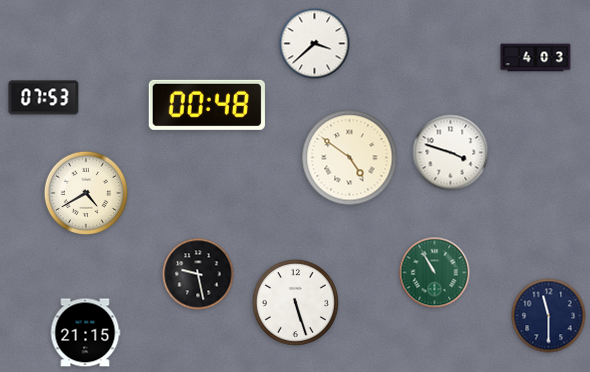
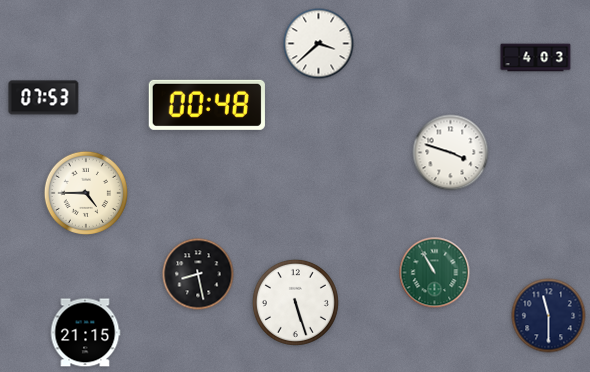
clock at (315, 44) position: (315, 44) -> (319, 44)
clock at (350, 158): 4:51 -> none
clock at (85, 192): 4:40 -> 4:45
clock at (198, 274): 9:28 -> 8:28
